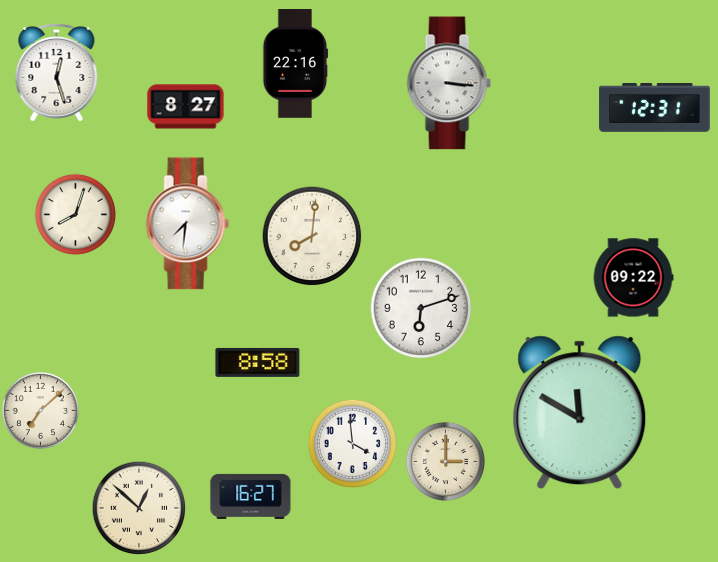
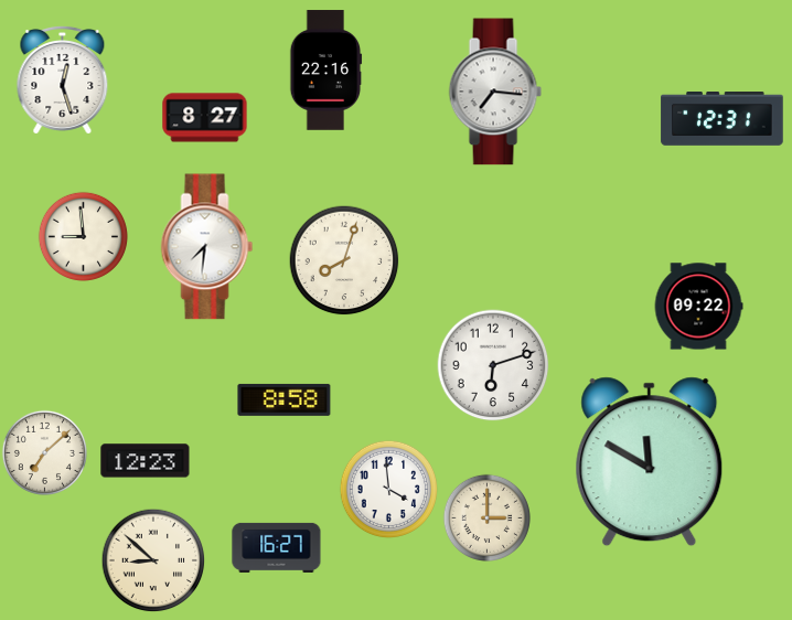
clock at (449, 83): 3:16 -> 7:16
clock at (75, 214): 8:03 -> 8:59
clock at (312, 236): 8:01 -> 8:03
clock at (421, 308) position: (421, 308) -> (493, 365)
clock at (580, 413) position: (580, 413) -> (650, 462)
clock at (146, 461): none -> 12:23
clock at (445, 461) position: (445, 461) -> (486, 517)
clock at (139, 508): 12:52 -> 8:52
